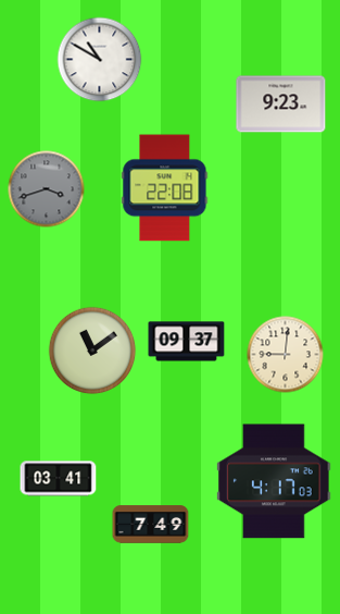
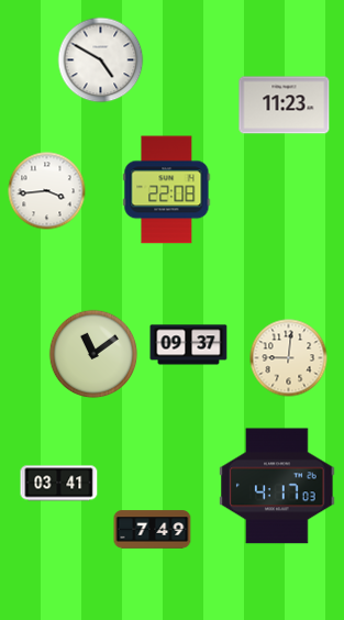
clock at (100, 60): 10:50 -> 4:50
clock at (281, 105): 9:23 -> 11:23
clock at (47, 189): 3:42 -> 3:44
clock at (47, 189) dial: grey -> white
